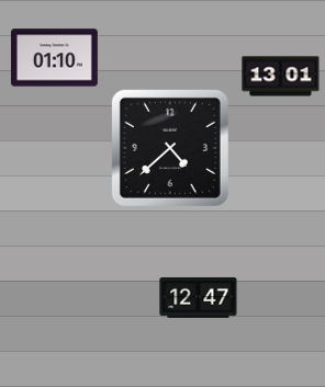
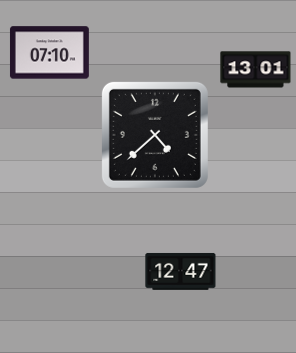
clock at (54, 58): 01:10 -> 07:10
